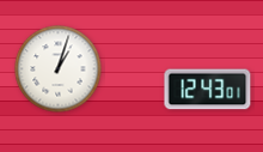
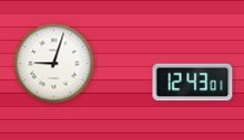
clock at (59, 69): 1:03 -> 9:03
